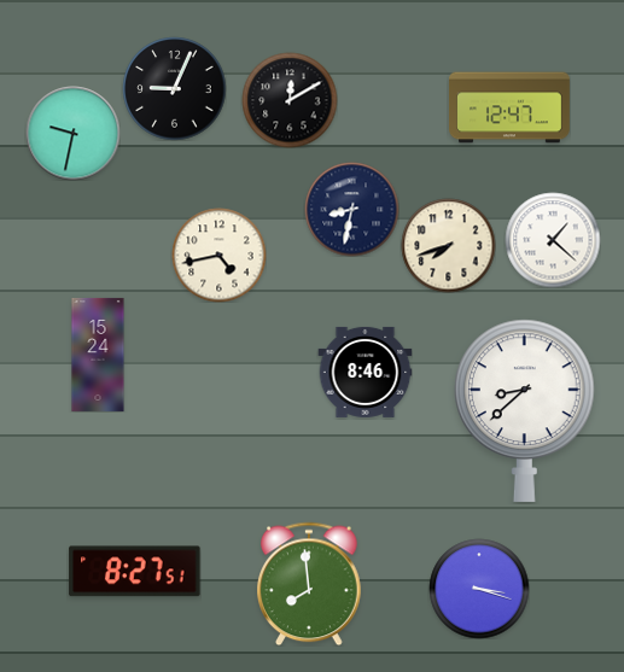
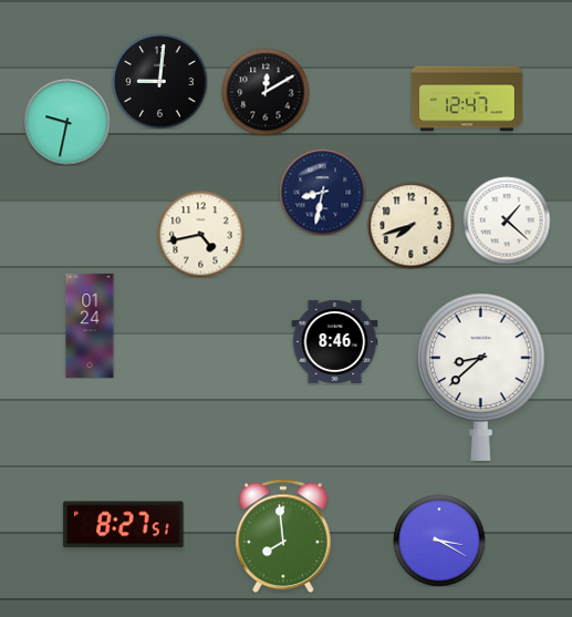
clock at (174, 88): 9:04 -> 9:01
clock at (98, 355): 15:24 -> 01:24
clock at (479, 589): 3:18 -> 3:20
